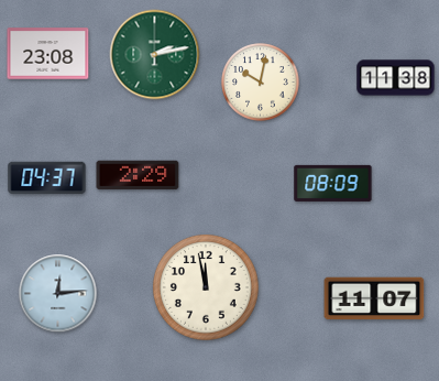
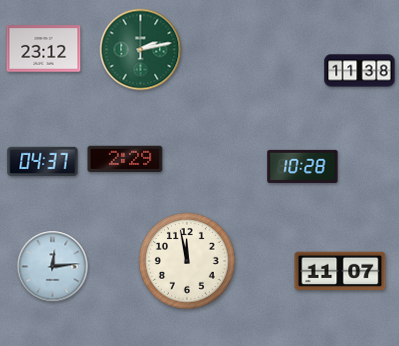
clock at (48, 54): 23:08 -> 23:12
clock at (261, 83): 10:02 -> none
clock at (333, 183): 08:09 -> 10:28
